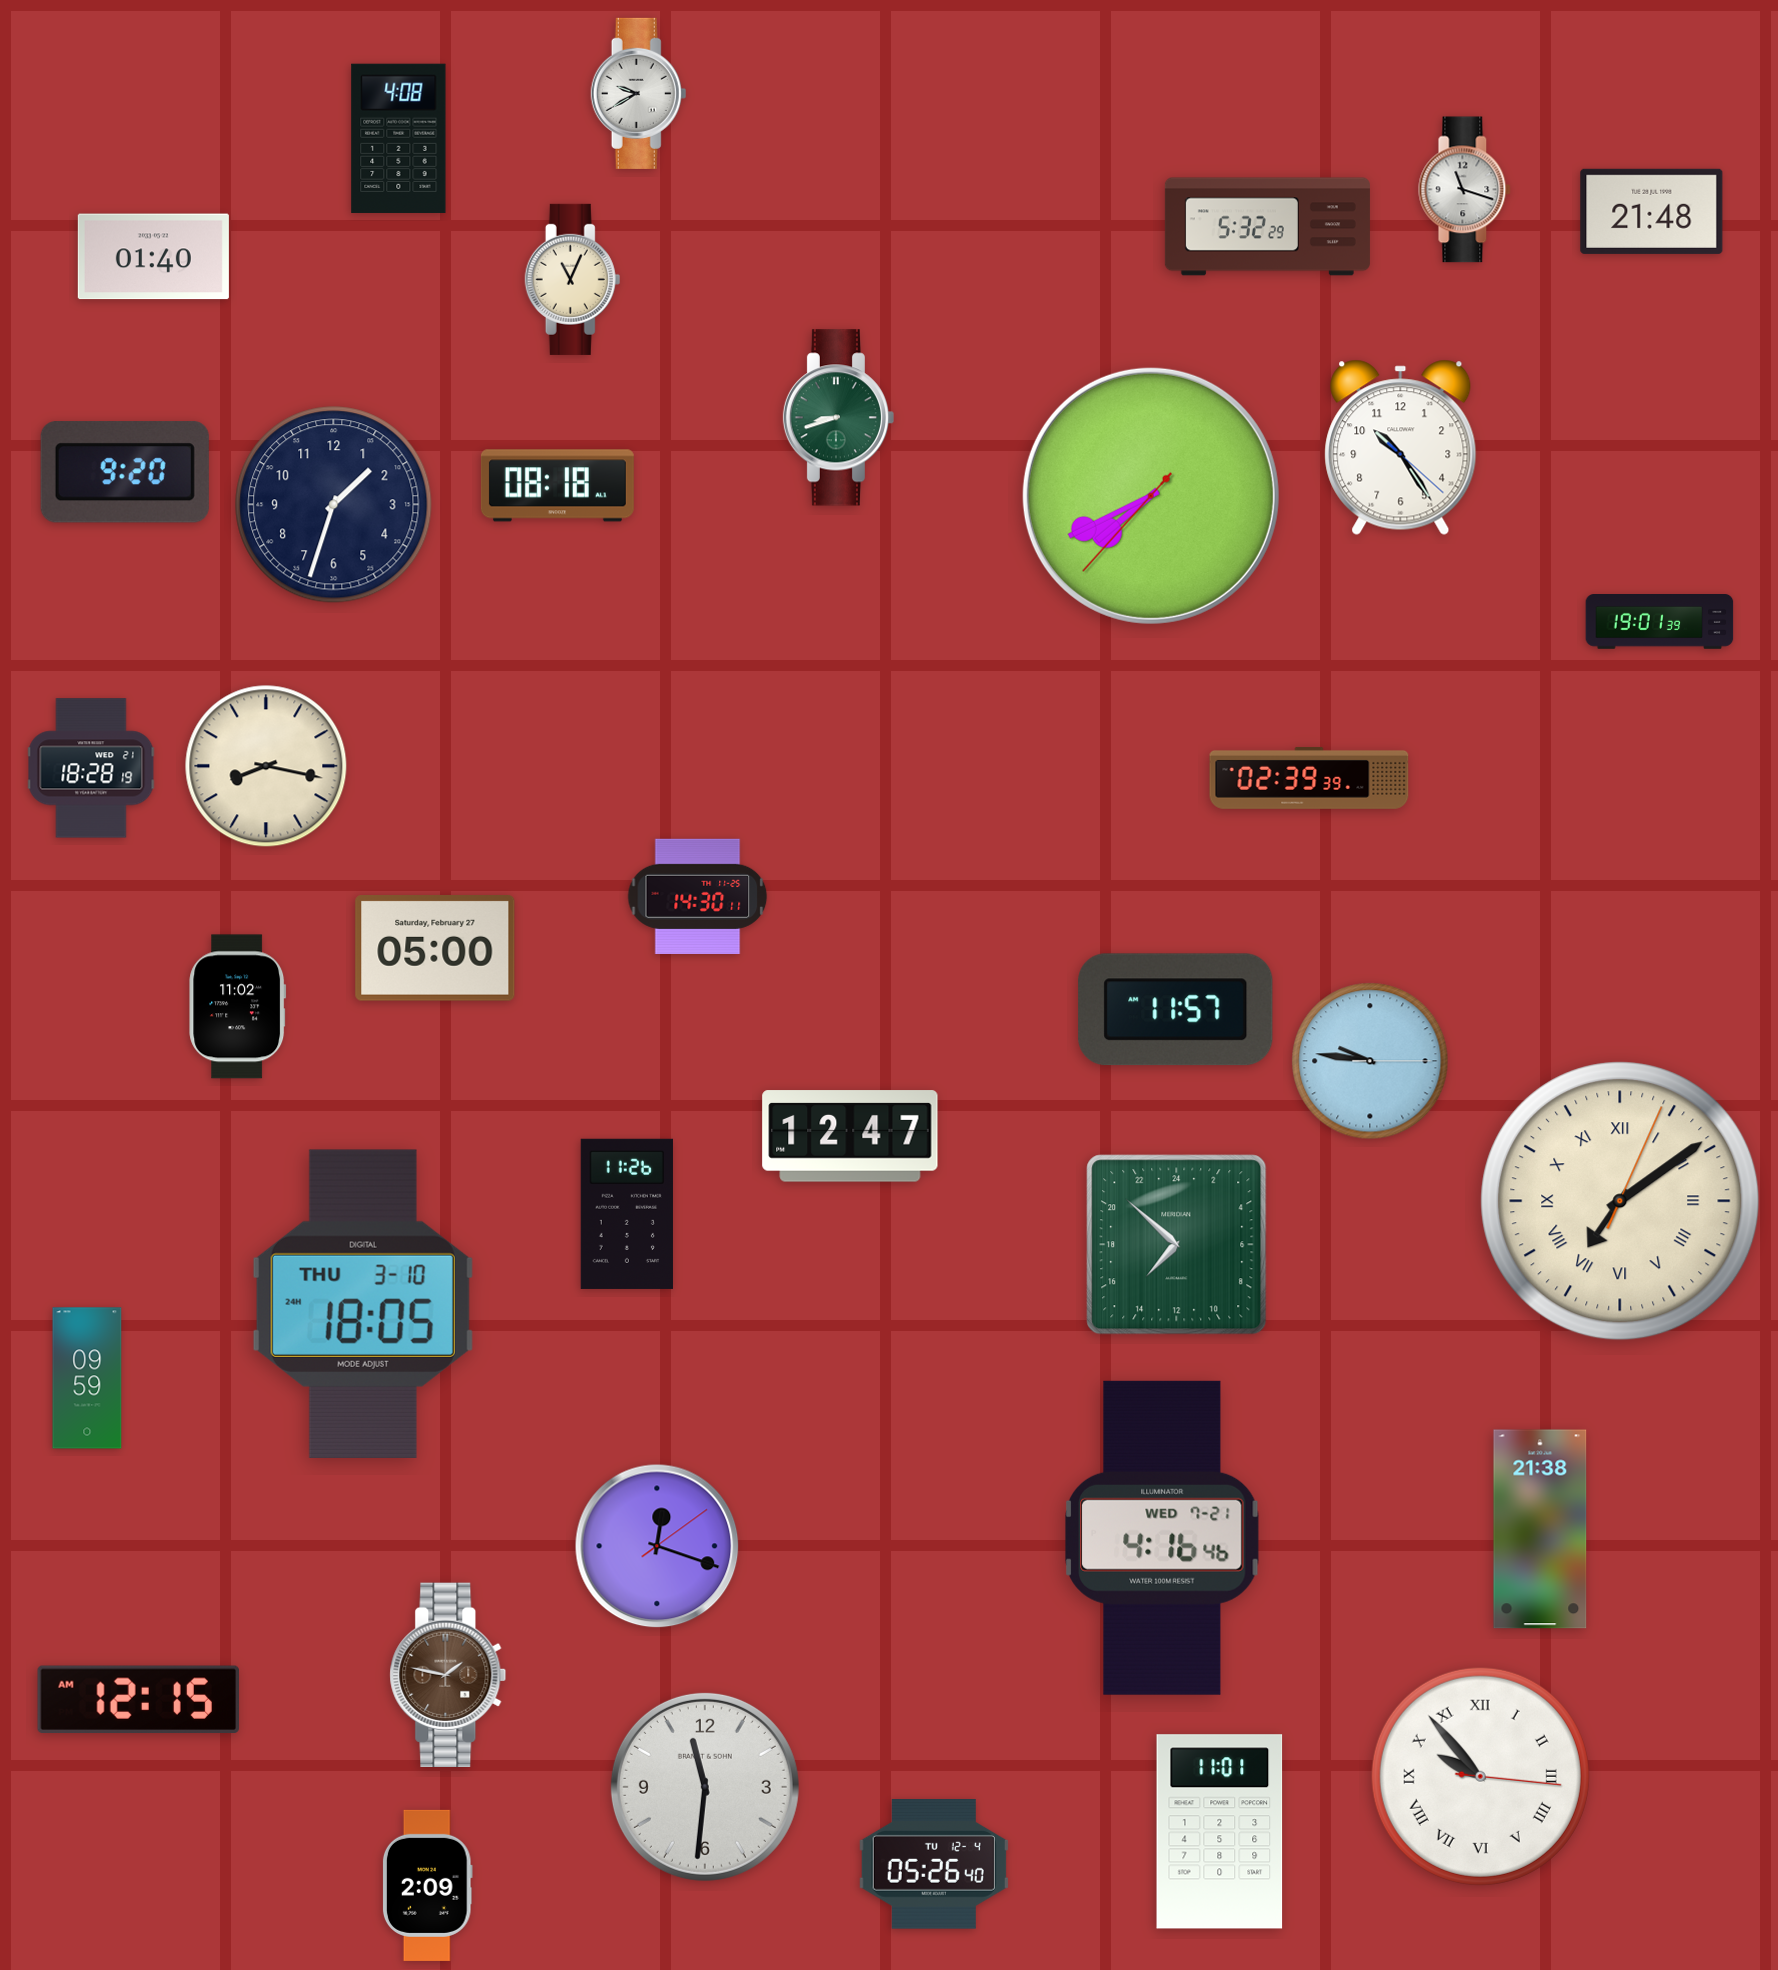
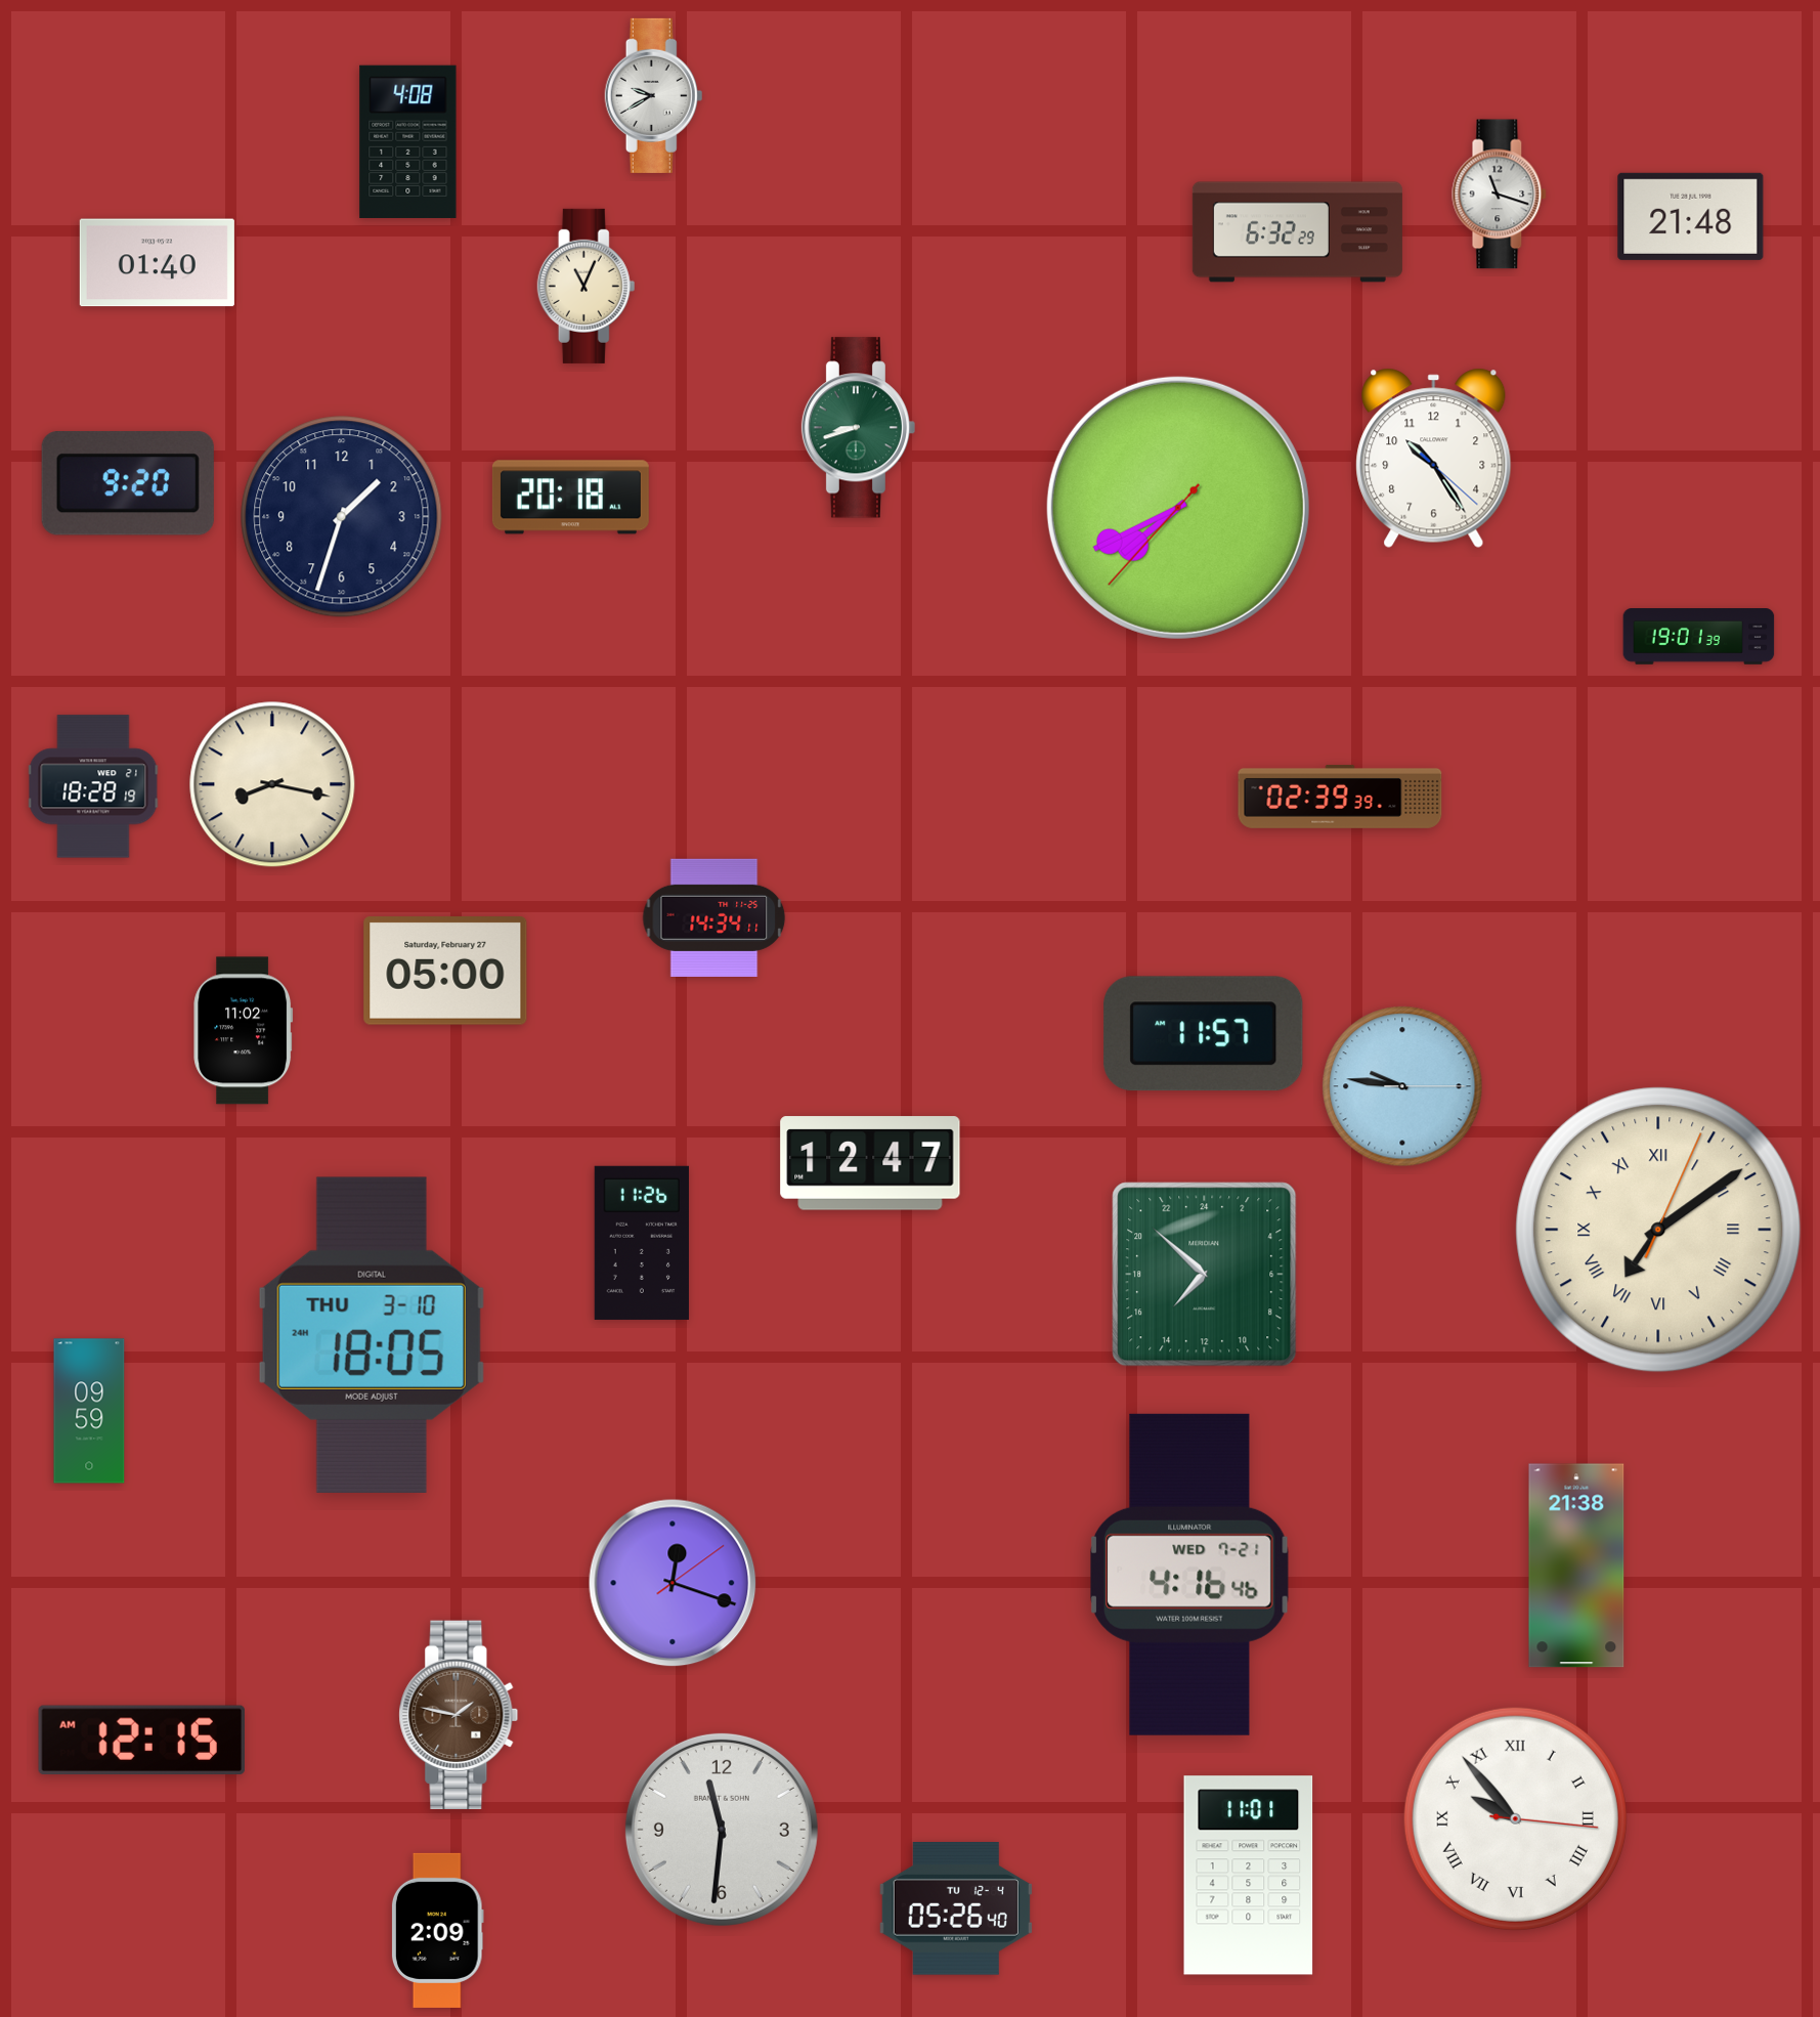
clock at (1267, 227): 5:32 -> 6:32
clock at (557, 486): 08:18 -> 20:18
clock at (698, 896): 14:30 -> 14:34
